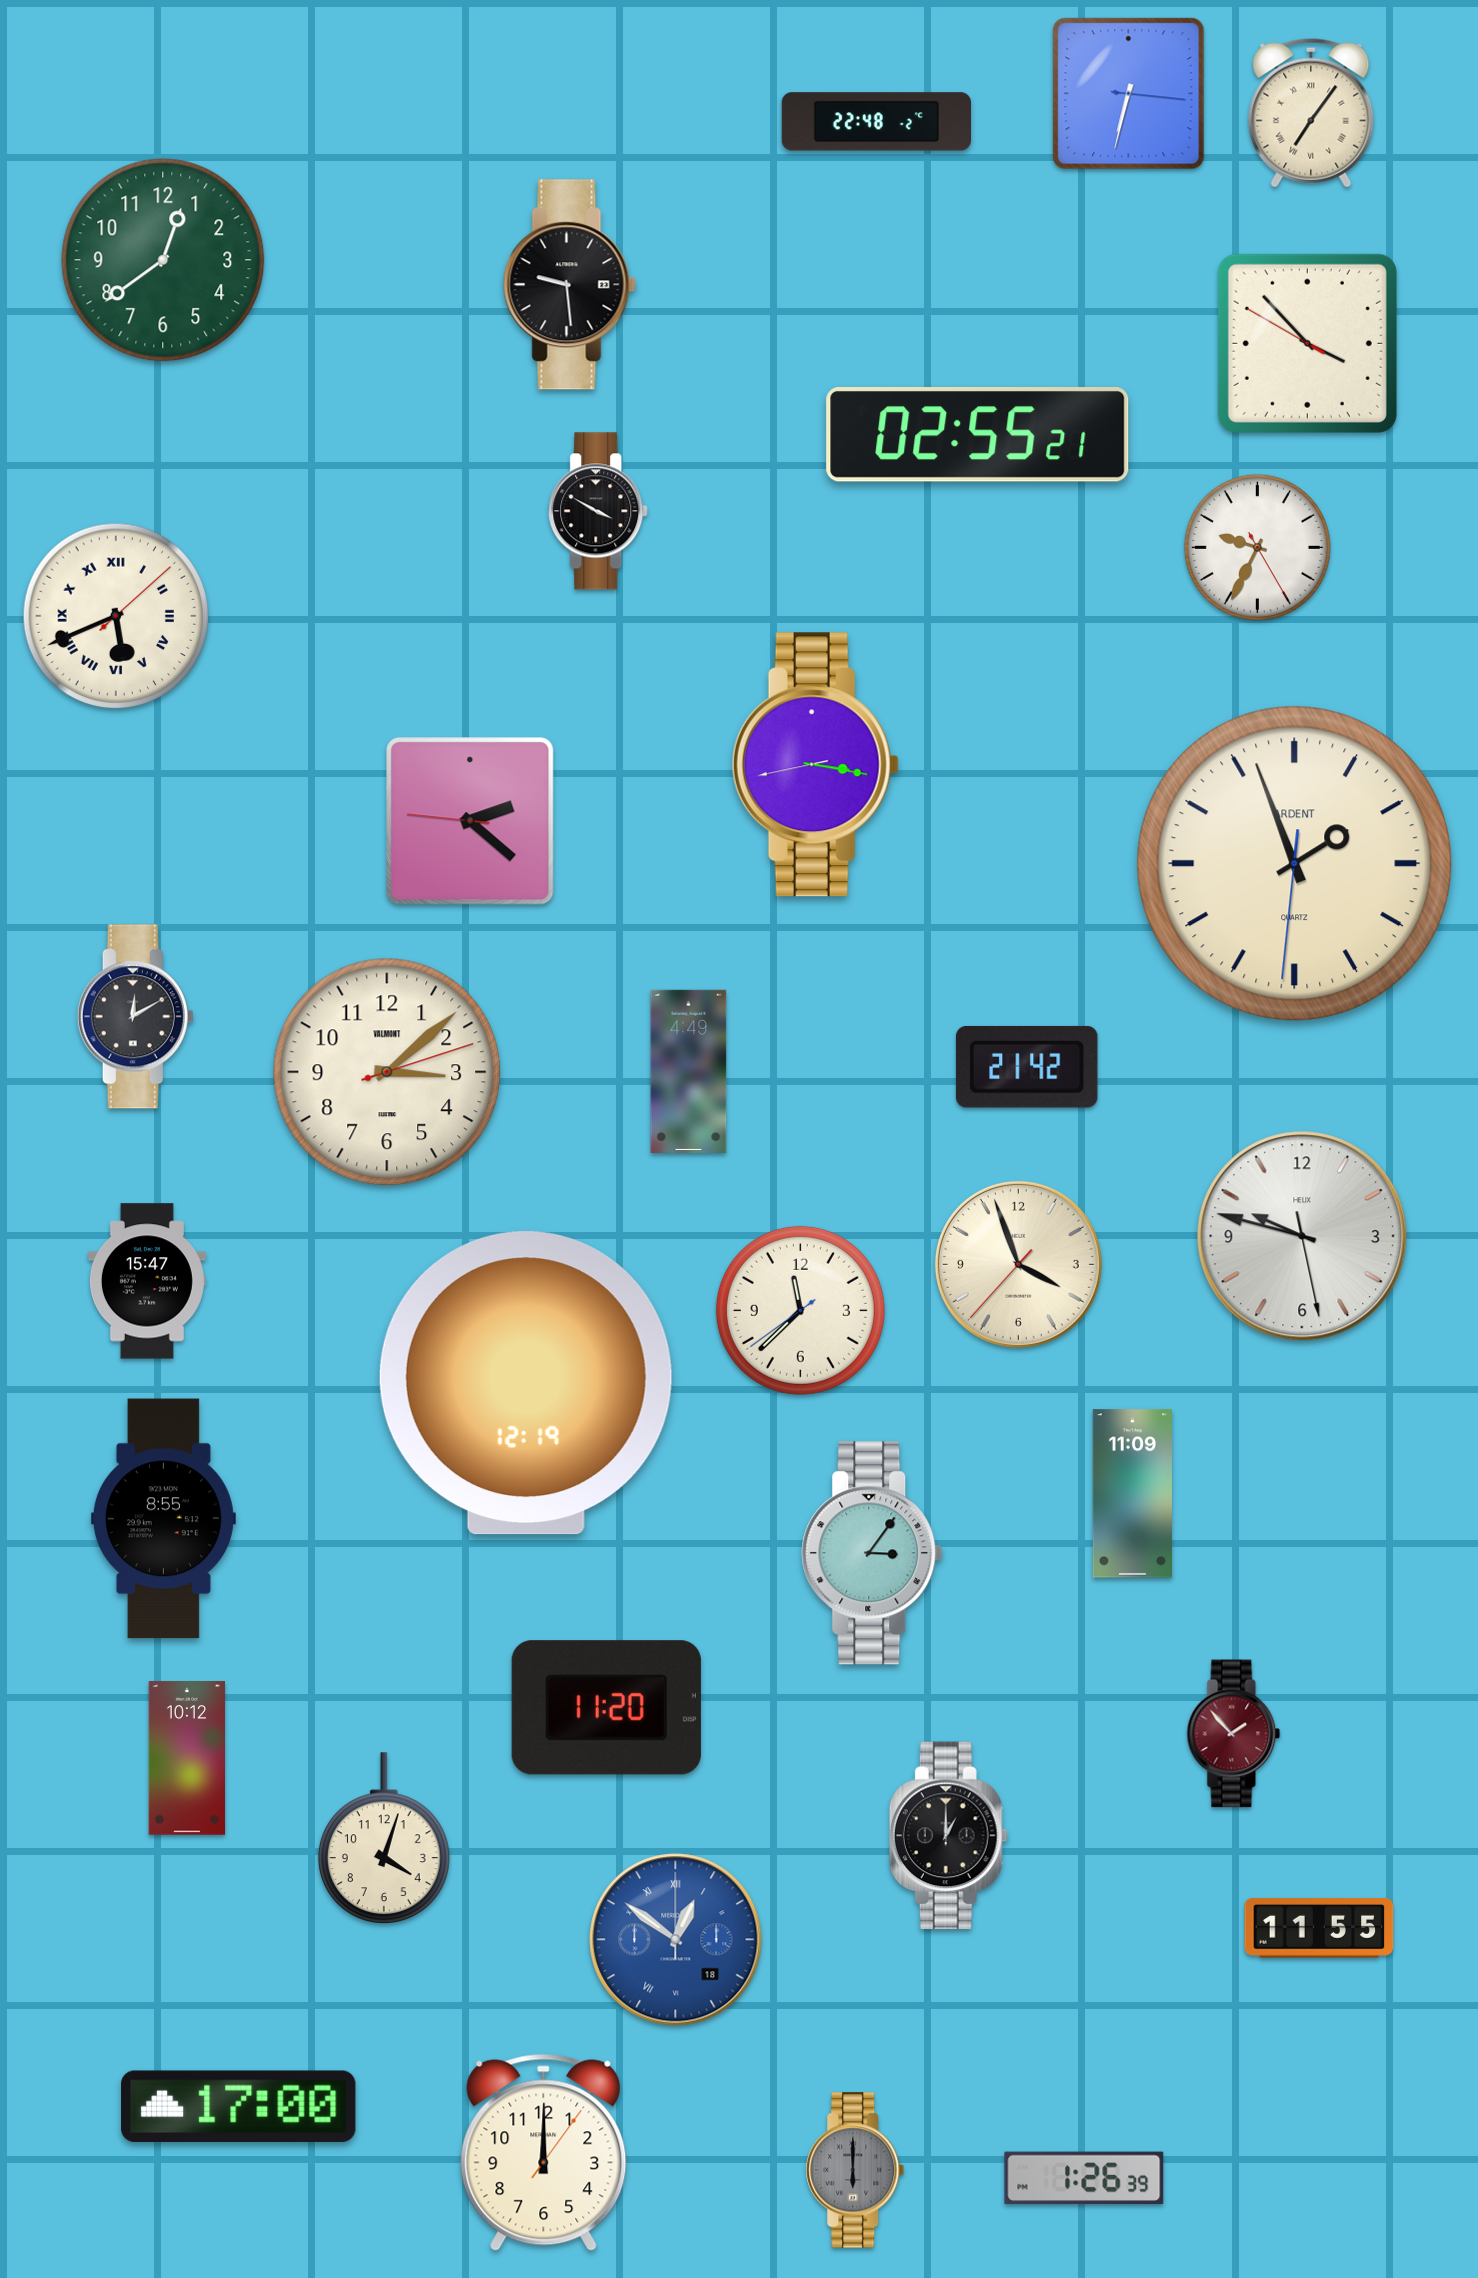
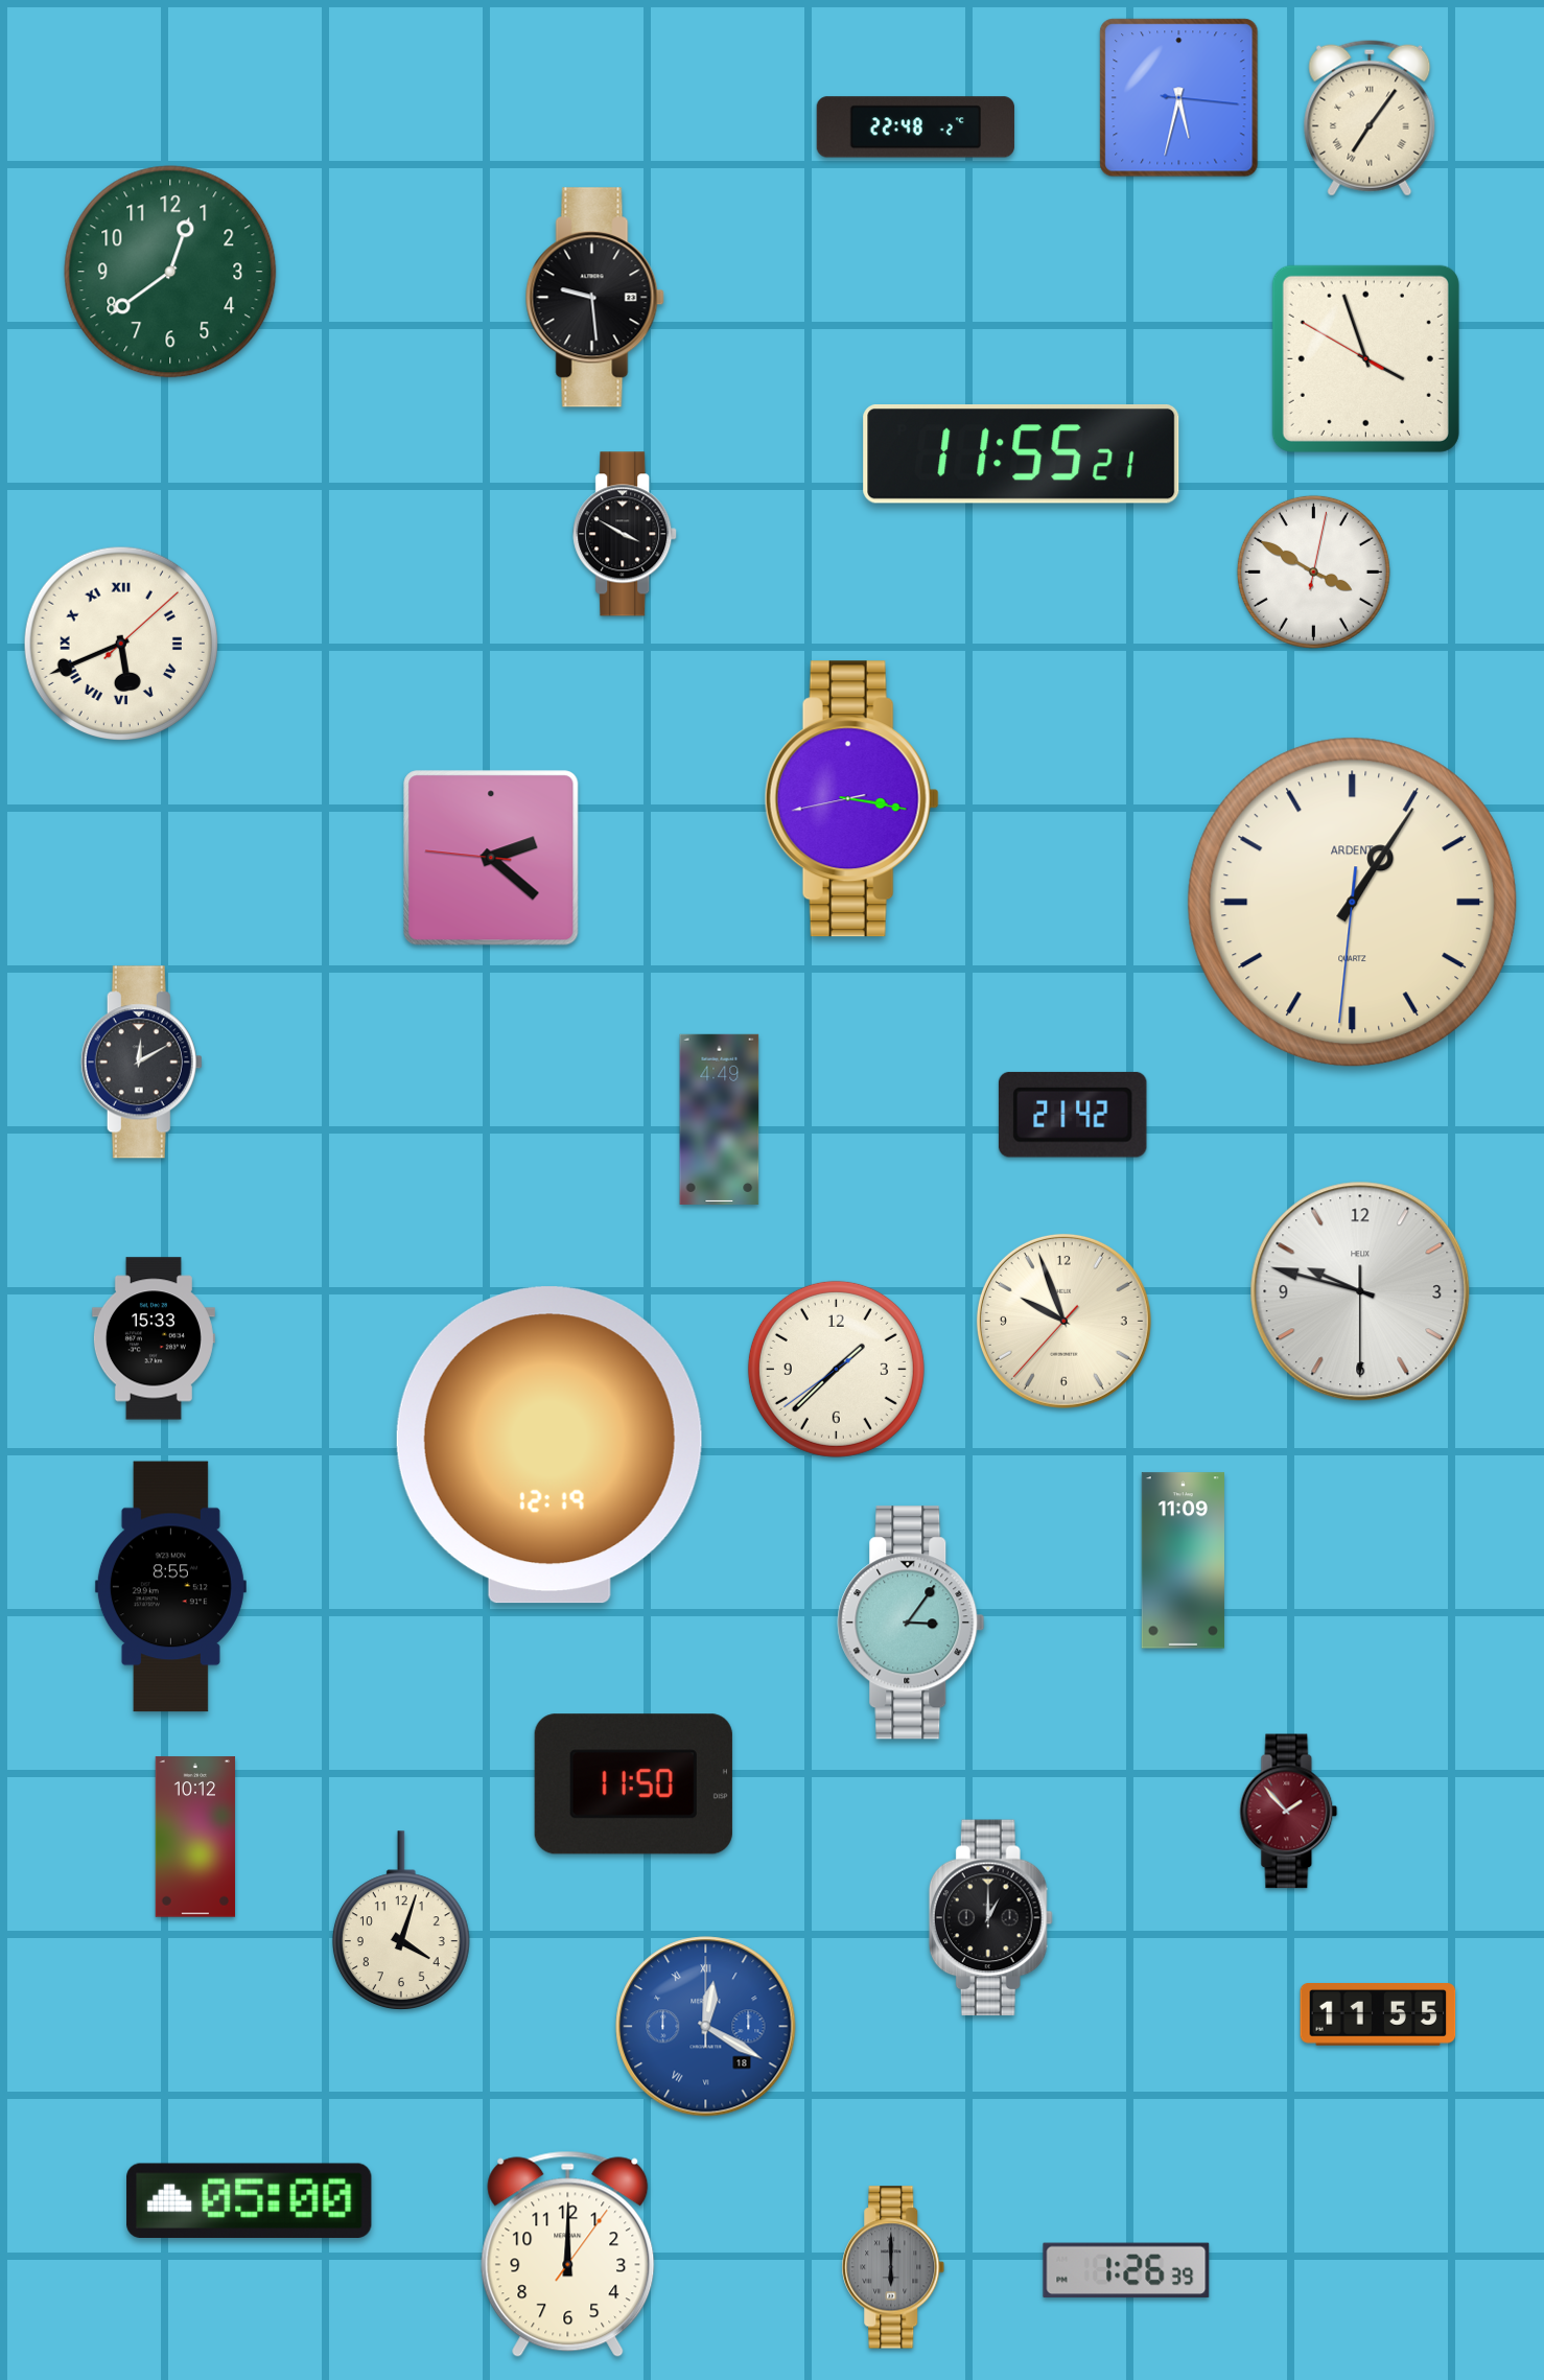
clock at (1129, 94): 6:32 -> 5:32
clock at (1307, 343): 3:52 -> 3:56
clock at (978, 435): 02:55 -> 11:55
clock at (1257, 547): 9:34 -> 3:50
clock at (1295, 864): 1:56 -> 1:05
clock at (387, 1072): 3:08 -> none
clock at (1302, 1236): 9:47:28 -> 9:47:30
clock at (1018, 1264): 3:56 -> 9:56
clock at (147, 1281): 15:47 -> 15:33
clock at (800, 1310): 11:37 -> 1:37
clock at (606, 1708): 11:20 -> 11:50
clock at (676, 1940): 12:51 -> 12:20
clock at (239, 2106): 17:00 -> 05:00
clock at (544, 2153) position: (544, 2153) -> (568, 2255)
clock at (1084, 2178) position: (1084, 2178) -> (1126, 2270)
